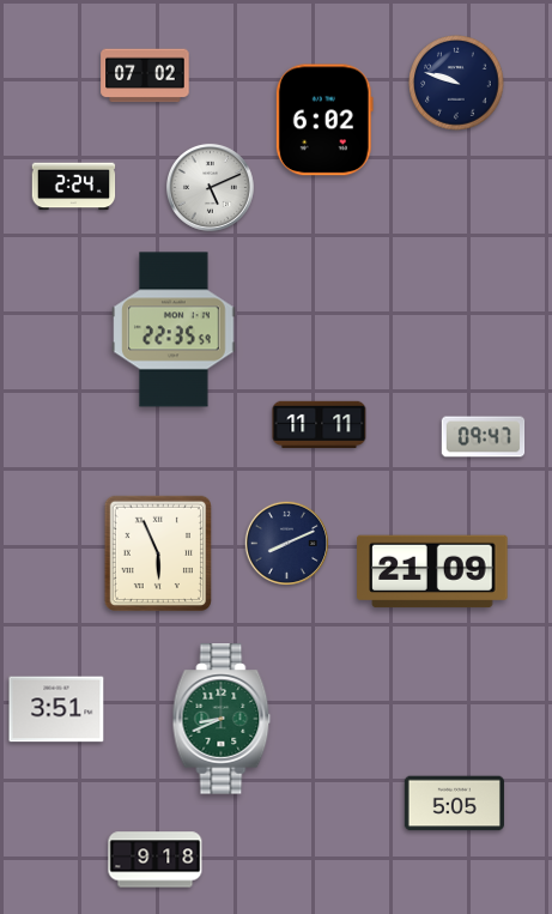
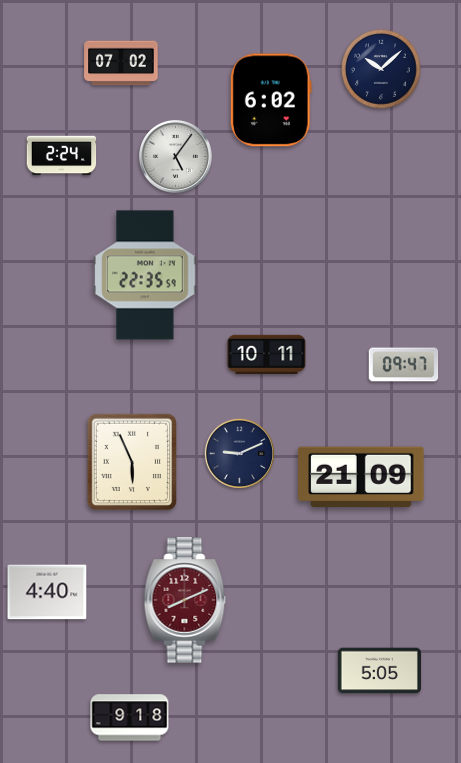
clock at (456, 83): 9:48 -> 10:08
clock at (210, 187): 5:11 -> 5:06
clock at (320, 424): 11:11 -> 10:11
clock at (286, 543): 8:11 -> 9:11
clock at (56, 709): 3:51 -> 4:40
clock at (222, 719): 8:41 -> 8:11
clock at (222, 719) dial: green -> burgundy
